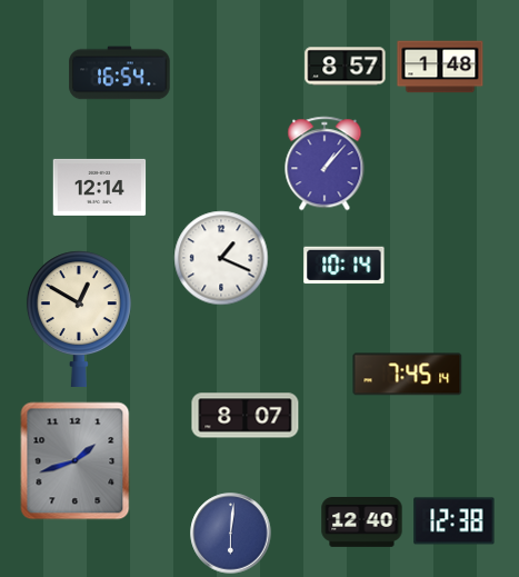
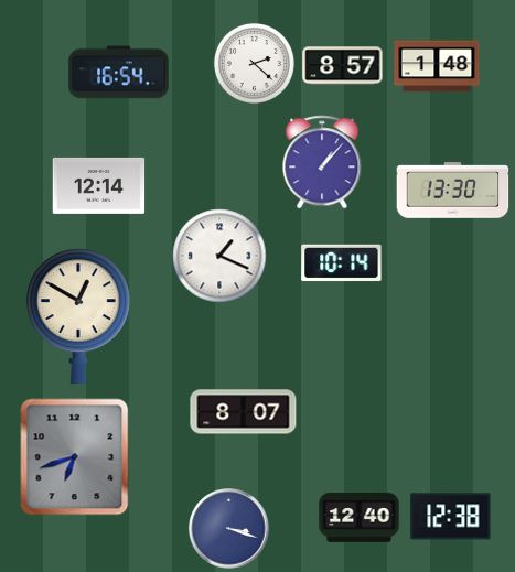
clock at (254, 63): none -> 2:22
clock at (453, 191): none -> 13:30
clock at (408, 375): 7:45 -> none
clock at (76, 461): 1:42 -> 6:42
clock at (231, 534): 6:01 -> 3:18
